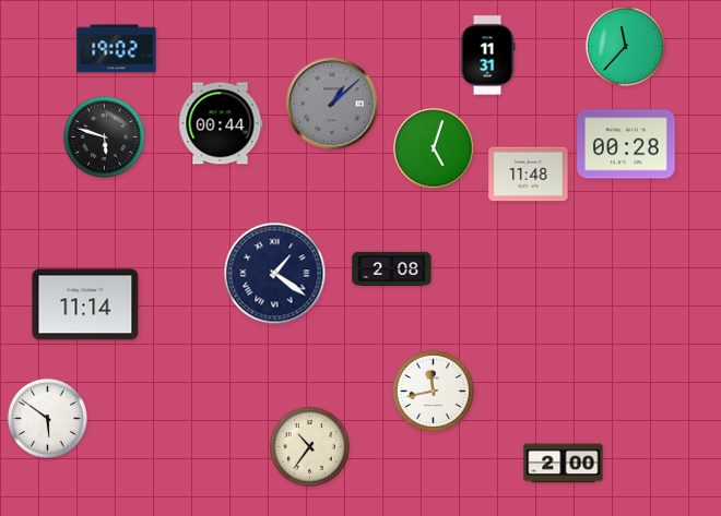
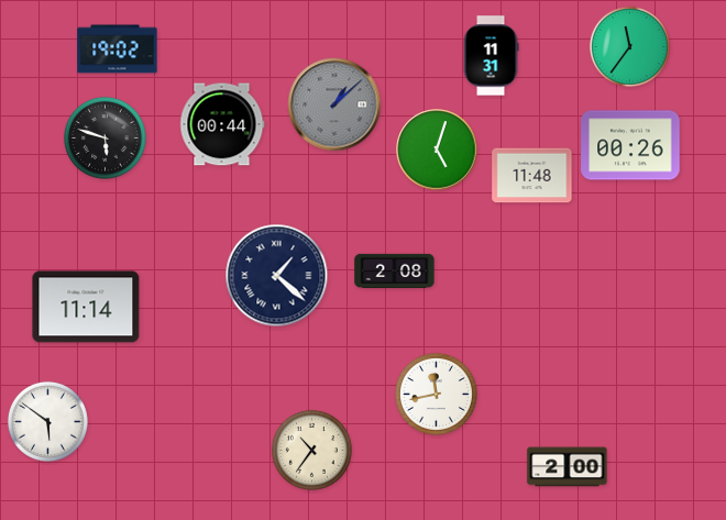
clock at (625, 46): 11:37 -> 11:36
clock at (626, 144): 00:28 -> 00:26
clock at (275, 274): 1:21 -> 1:22
